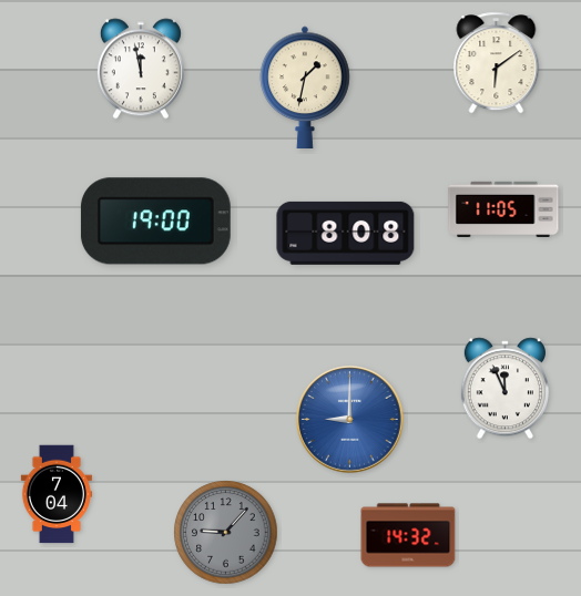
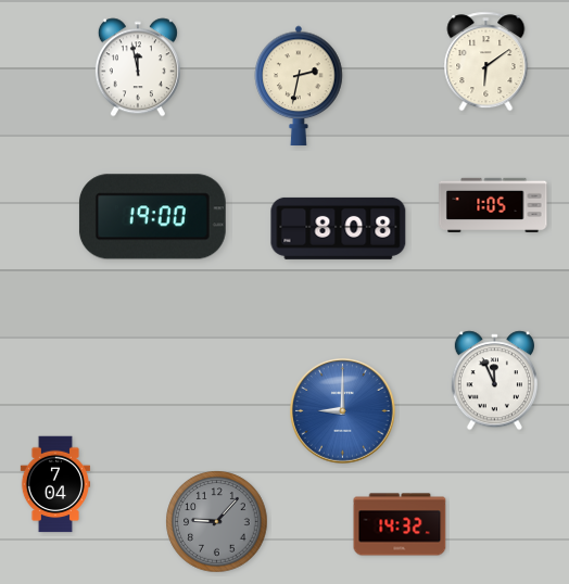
clock at (305, 86): 1:32 -> 2:32
clock at (503, 208): 11:05 -> 1:05
clock at (226, 533) position: (226, 533) -> (217, 522)
